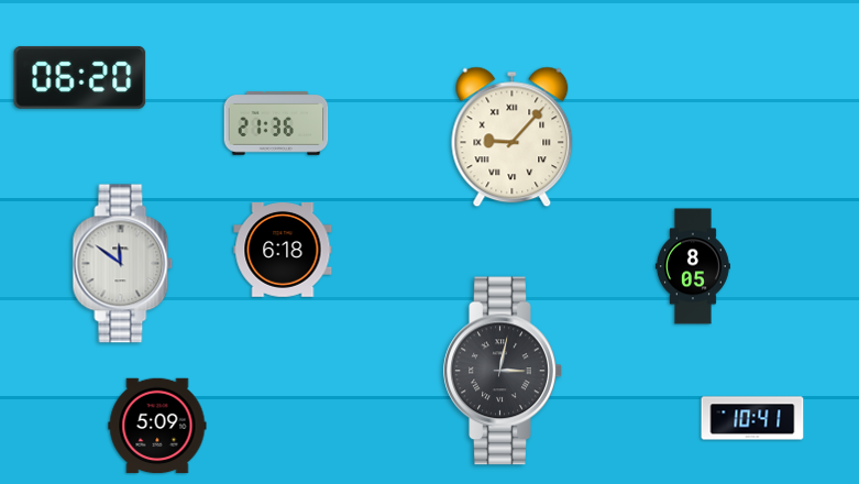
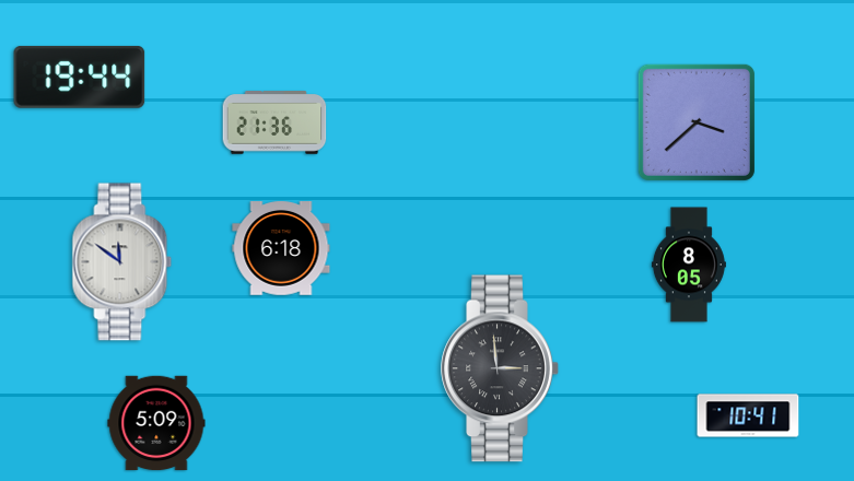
clock at (80, 77): 06:20 -> 19:44
clock at (697, 122): none -> 3:38
clock at (513, 137): 9:07 -> none
clock at (503, 371): 3:02 -> 2:59
